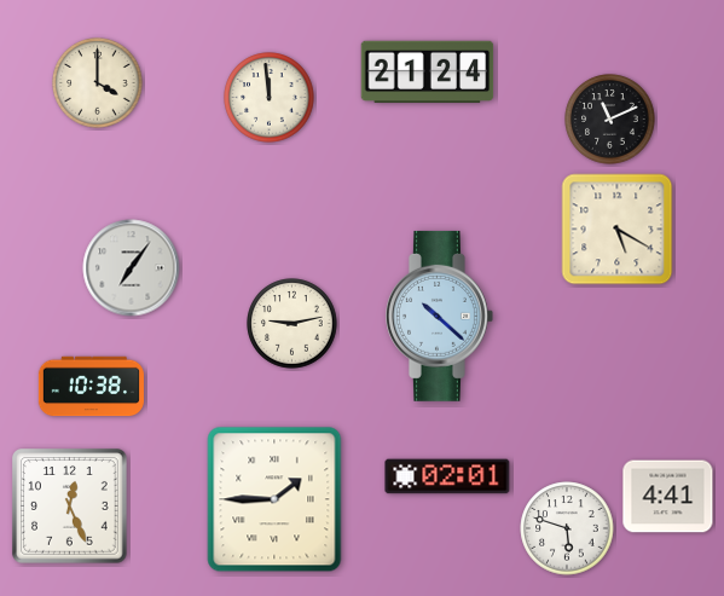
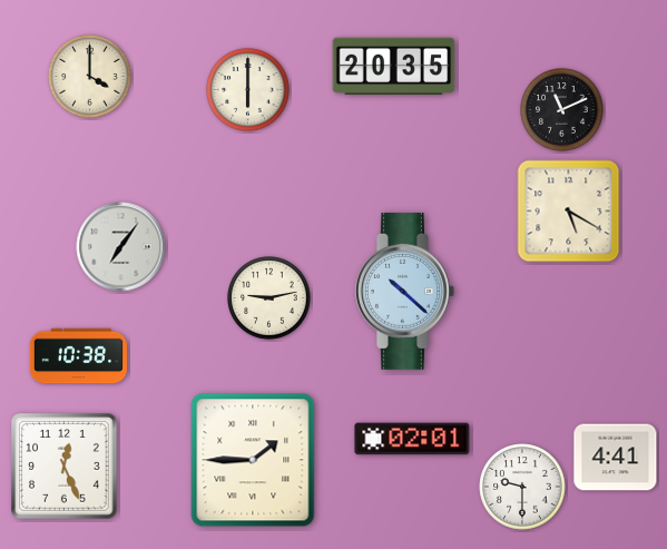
clock at (428, 73): 21:24 -> 20:35
clock at (270, 98): 11:59 -> 6:00
clock at (91, 387) position: (91, 387) -> (78, 356)
clock at (567, 528): 5:48 -> 9:30
